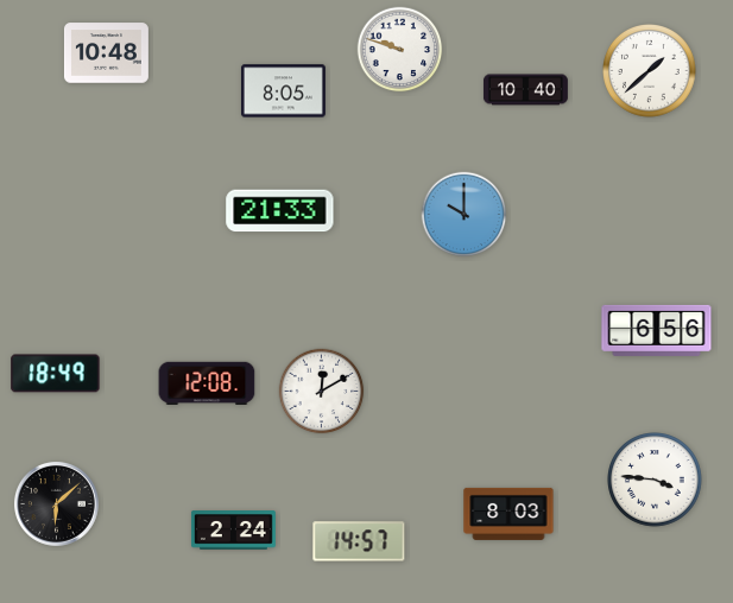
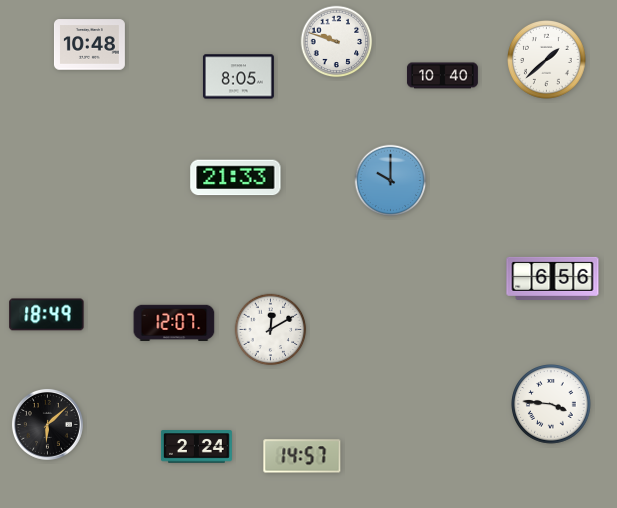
clock at (207, 382): 12:08 -> 12:07
clock at (508, 514): 8:03 -> none
